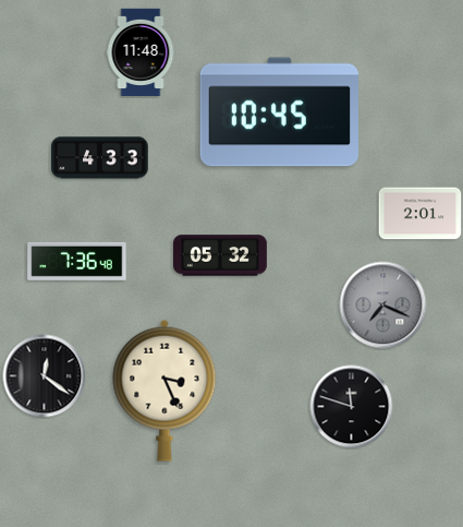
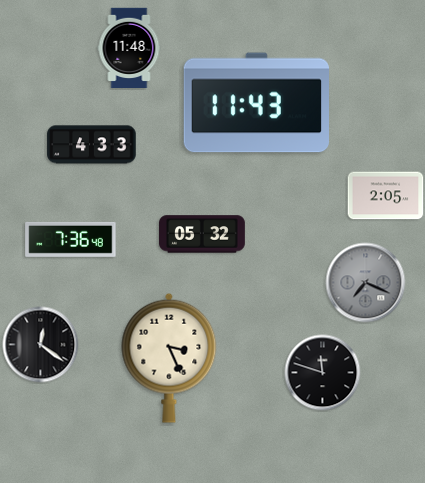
clock at (279, 112): 10:45 -> 11:43
clock at (421, 214): 2:01 -> 2:05
clock at (383, 306) position: (383, 306) -> (366, 283)
clock at (165, 391) position: (165, 391) -> (169, 358)
